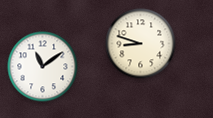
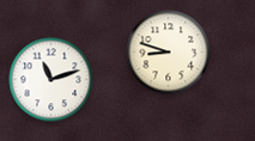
clock at (43, 67): 11:09 -> 11:12
